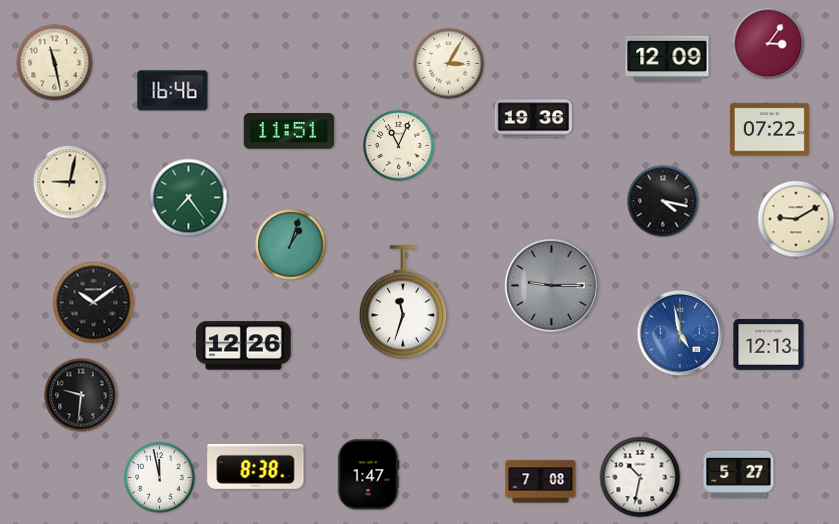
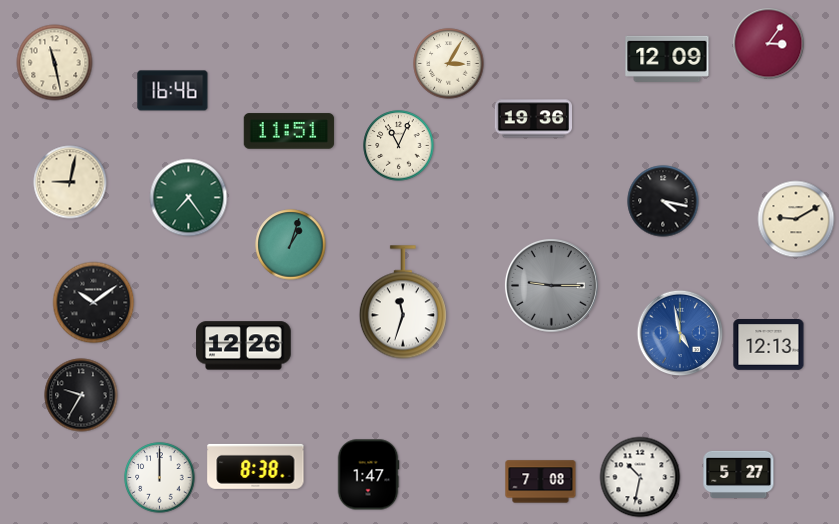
clock at (769, 130): 07:22 -> none
clock at (81, 395): 9:31 -> 9:35
clock at (160, 478): 11:58 -> 12:00
